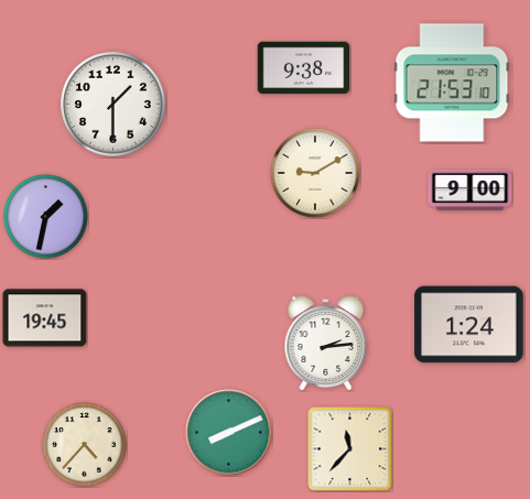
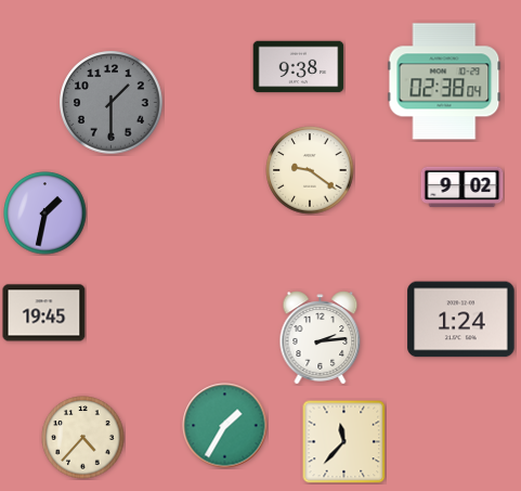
clock at (452, 83): 21:53 -> 02:38
clock at (113, 105) dial: white -> grey
clock at (315, 173): 9:10 -> 9:21
clock at (470, 191): 9:00 -> 9:02
clock at (229, 433): 8:11 -> 1:35
